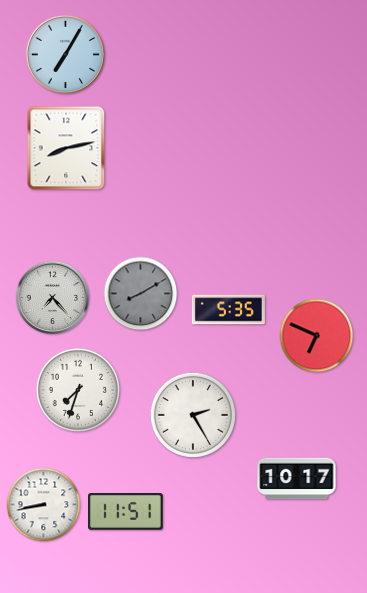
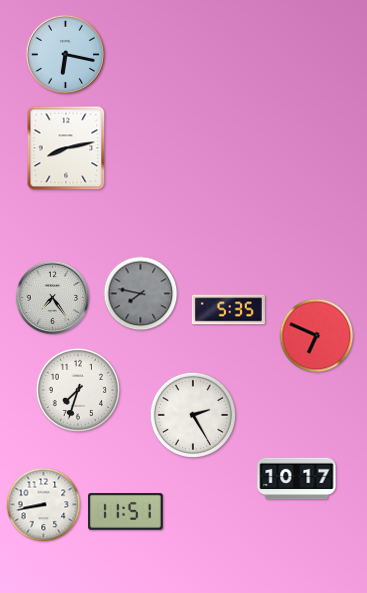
clock at (65, 54): 7:05 -> 6:17
clock at (141, 294): 8:10 -> 7:47
clock at (52, 297): 7:23 -> 7:24
